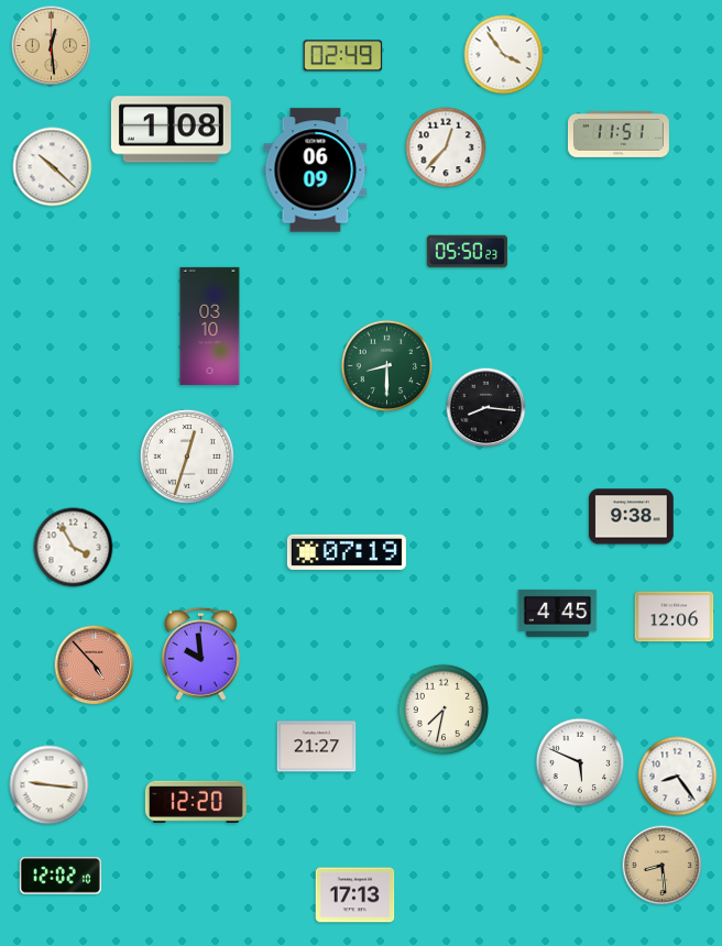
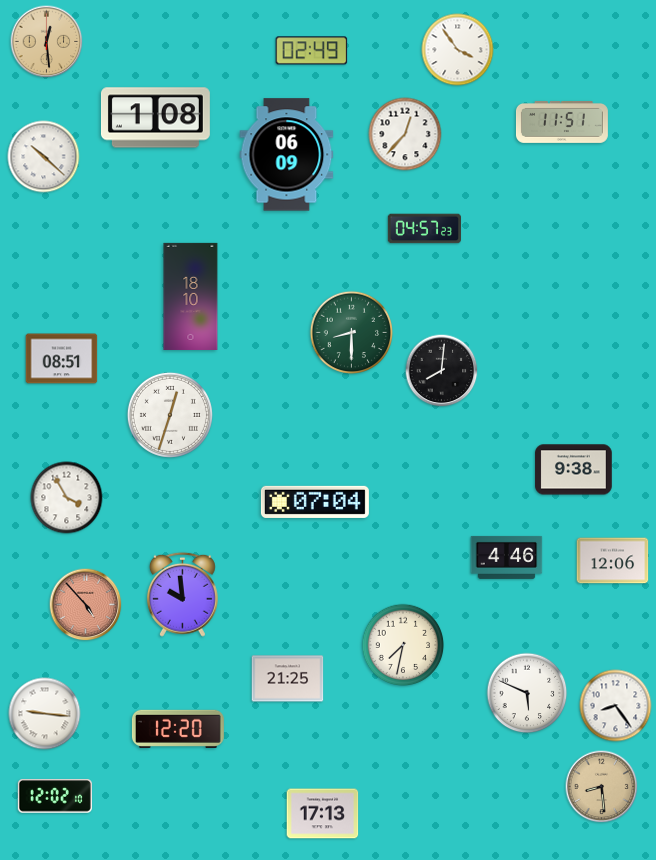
clock at (53, 167) position: (53, 167) -> (44, 157)
clock at (467, 252): 05:50 -> 04:57
clock at (210, 326): 03:10 -> 18:10
clock at (62, 359): none -> 08:51
clock at (486, 408): 8:16 -> 8:01
clock at (347, 552): 07:19 -> 07:04
clock at (558, 613): 4:45 -> 4:46
clock at (317, 747): 21:27 -> 21:25
